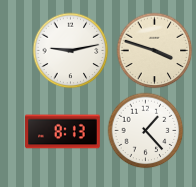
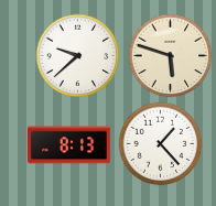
clock at (71, 51): 9:13 -> 9:38
clock at (155, 51): 3:48 -> 5:48
